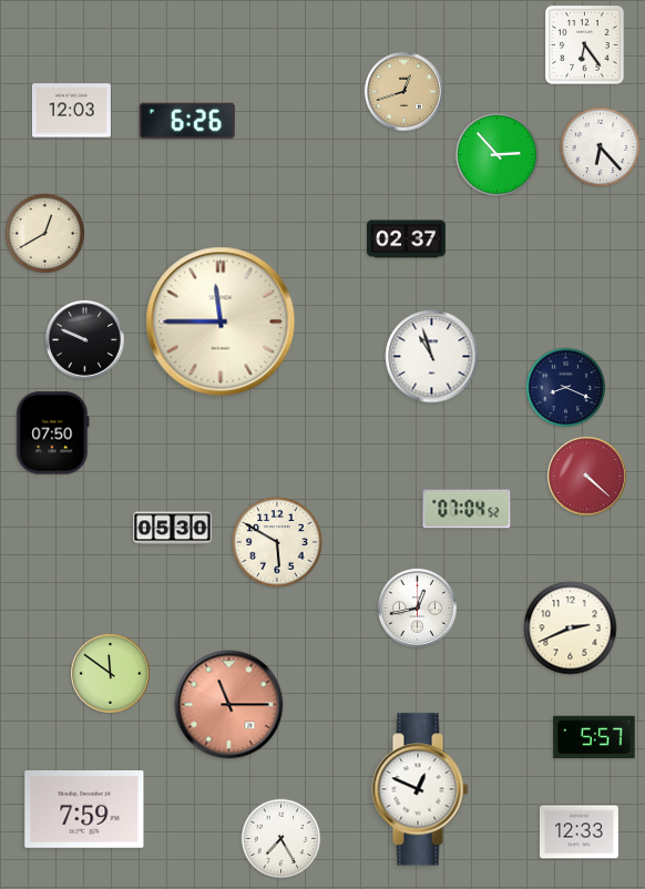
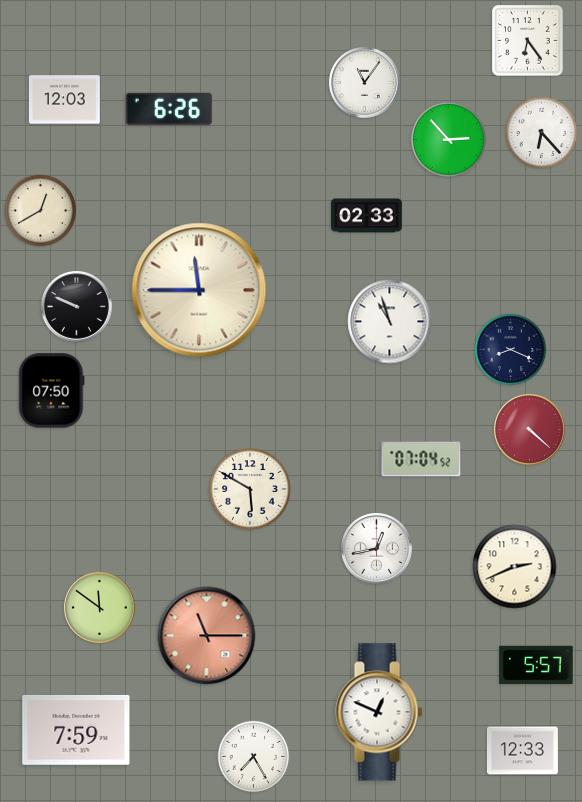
clock at (403, 91): 12:42 -> 11:06
clock at (403, 91) dial: champagne -> white
clock at (406, 239): 02:37 -> 02:33
clock at (53, 433) position: (53, 433) -> (52, 391)
clock at (172, 529): 05:30 -> none
